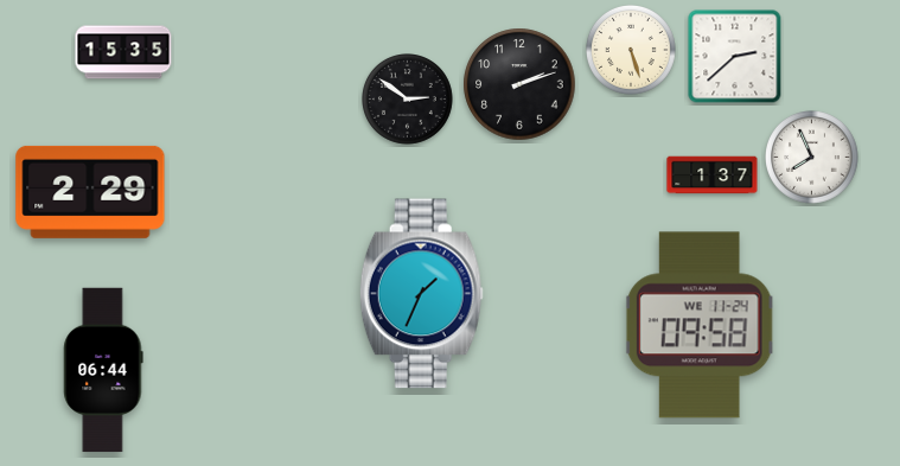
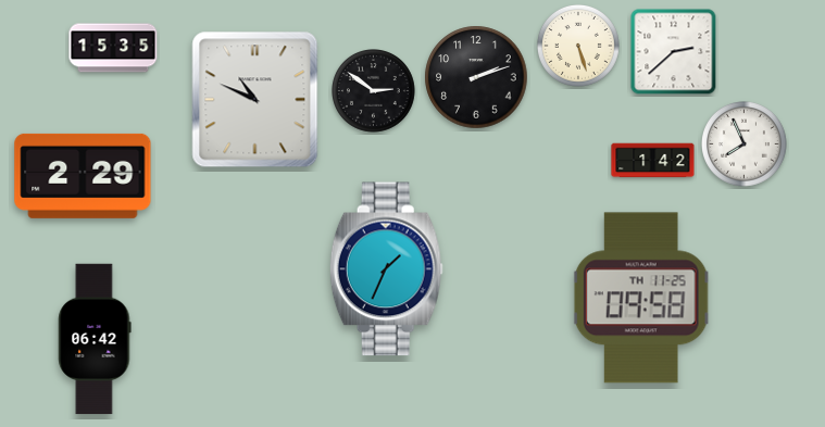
clock at (255, 100): none -> 10:49
clock at (713, 175): 1:37 -> 1:42
clock at (700, 325) date: WE 11-24 -> TH 11-25
clock at (103, 370): 06:44 -> 06:42
